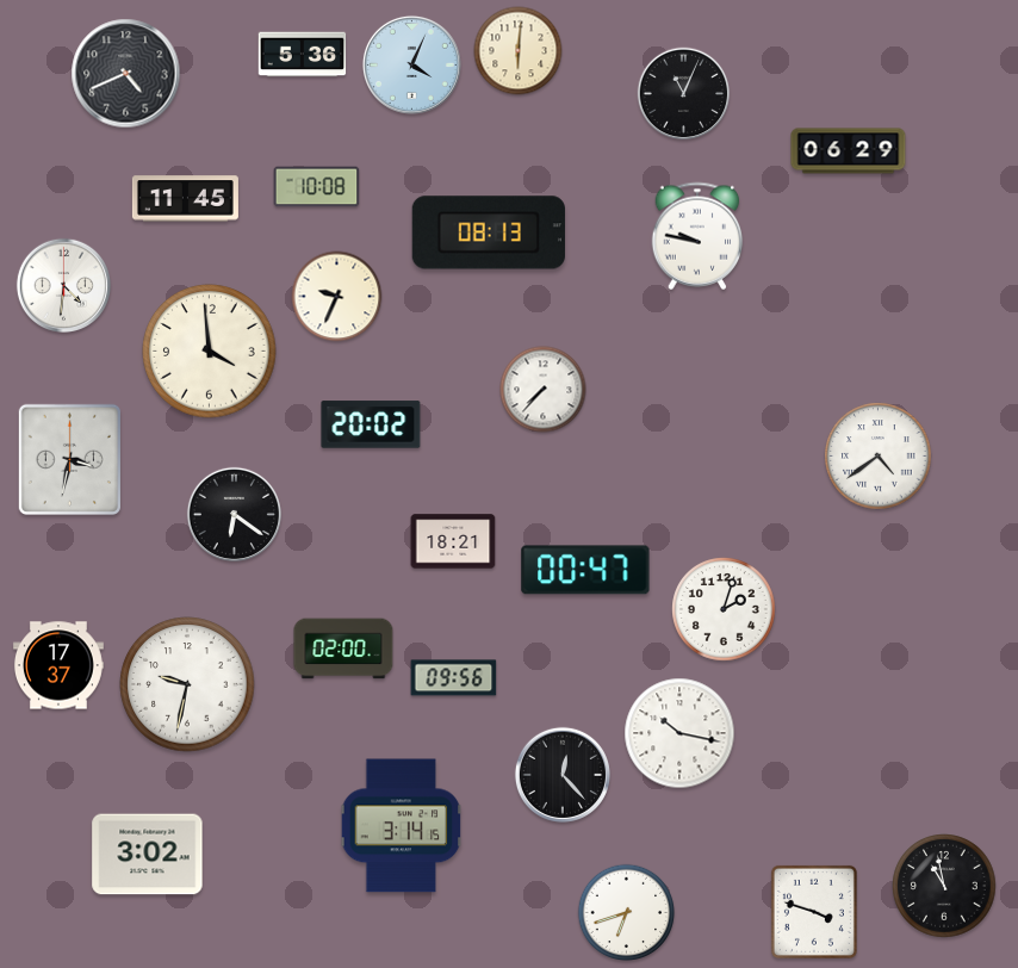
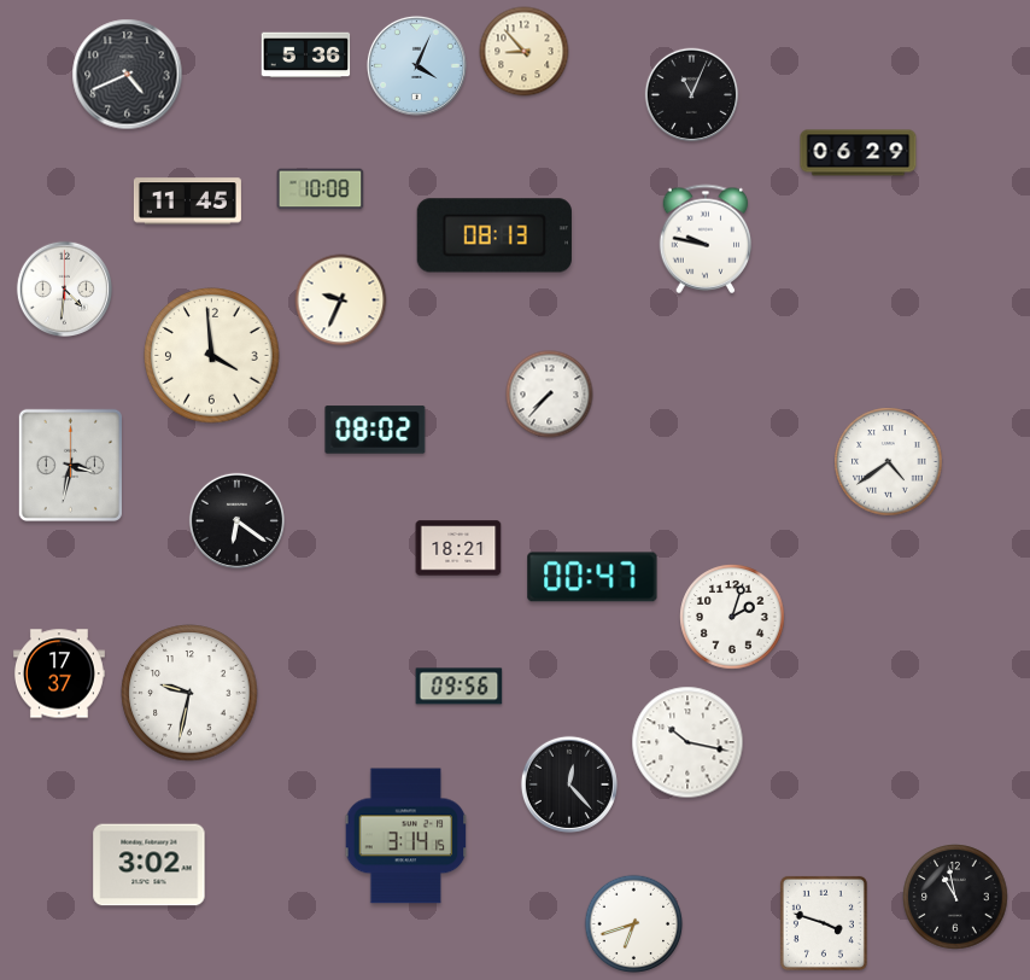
clock at (519, 51): 6:01 -> 8:53
clock at (371, 424): 20:02 -> 08:02
clock at (343, 649): 02:00 -> none
